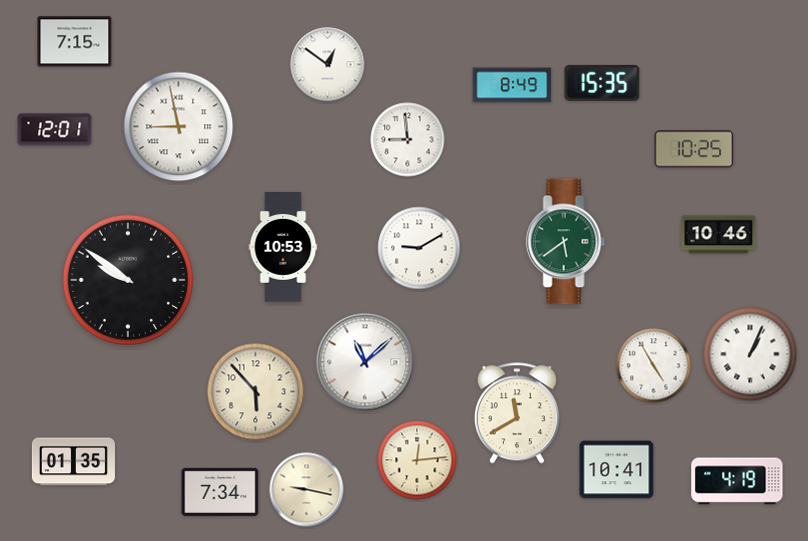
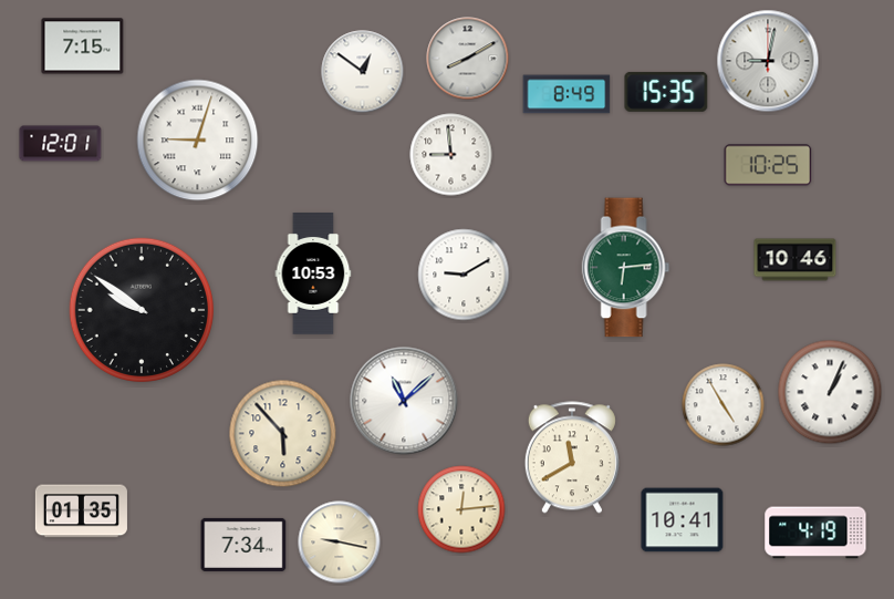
clock at (468, 59): none -> 8:10
clock at (768, 61): none -> 9:02
clock at (179, 127): 8:58 -> 9:03
clock at (566, 242): 5:39 -> 6:14
